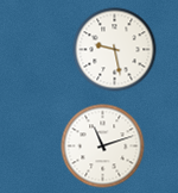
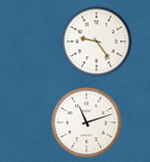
clock at (115, 50): 9:28 -> 9:24
